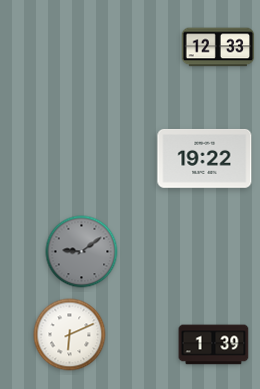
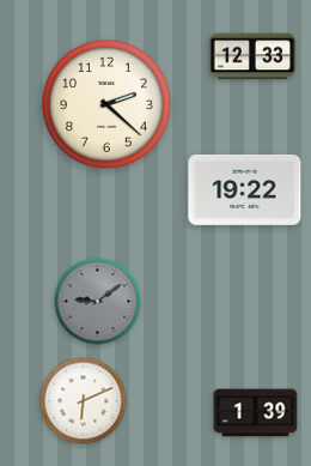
clock at (218, 47) position: (218, 47) -> (252, 56)
clock at (108, 105): none -> 2:22
